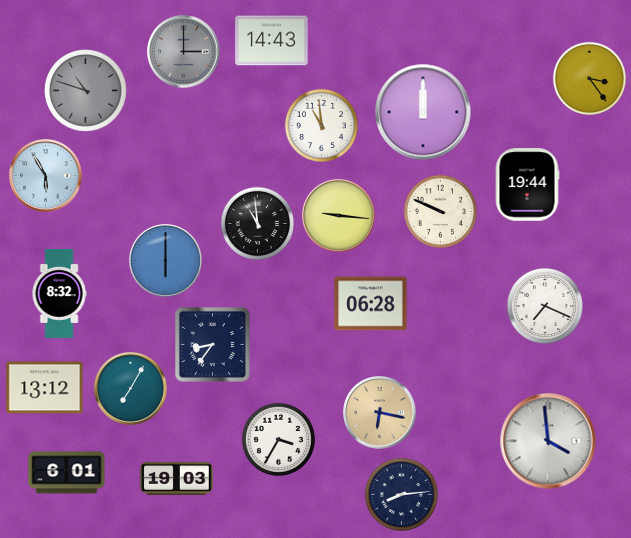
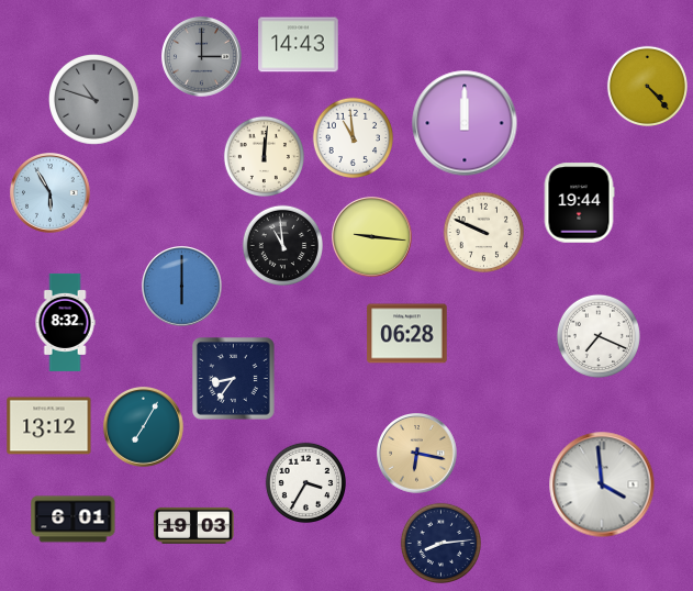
clock at (589, 78): 3:24 -> 4:23
clock at (264, 156): none -> 12:01
